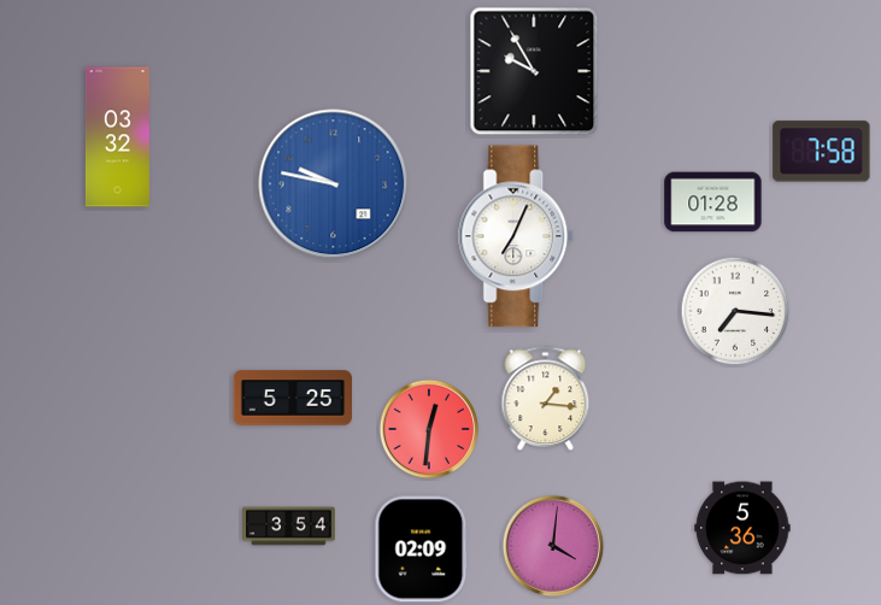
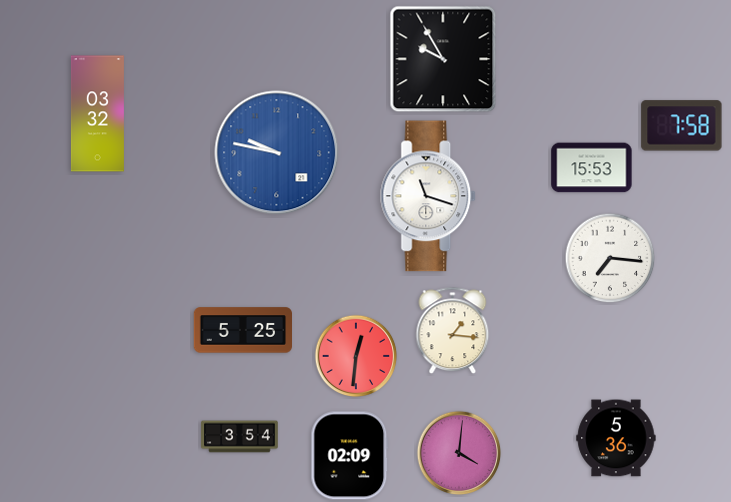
clock at (713, 202): 01:28 -> 15:53
clock at (517, 236): 7:04 -> 11:18
